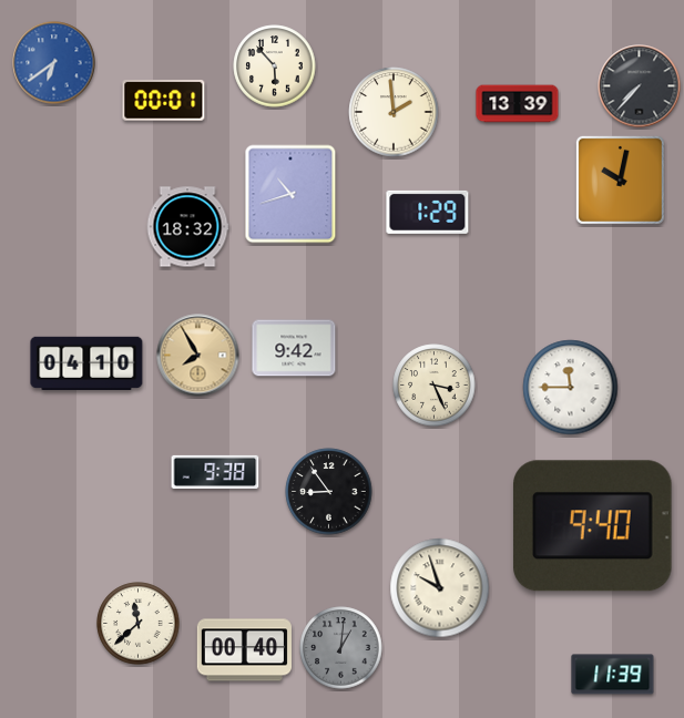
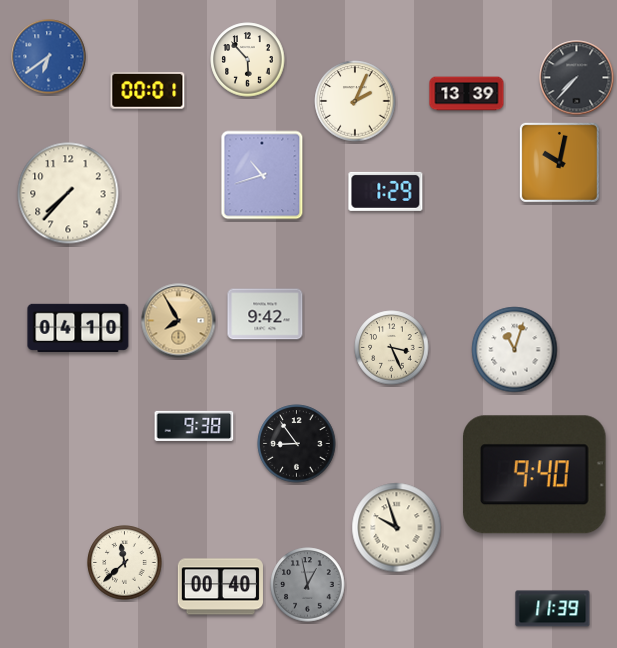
clock at (394, 112): 1:59 -> 2:04
clock at (68, 193): none -> 7:37
clock at (187, 227): 18:32 -> none
clock at (571, 388): 11:45 -> 11:03
clock at (440, 588) position: (440, 588) -> (397, 528)
clock at (341, 648): 1:01 -> 12:58
